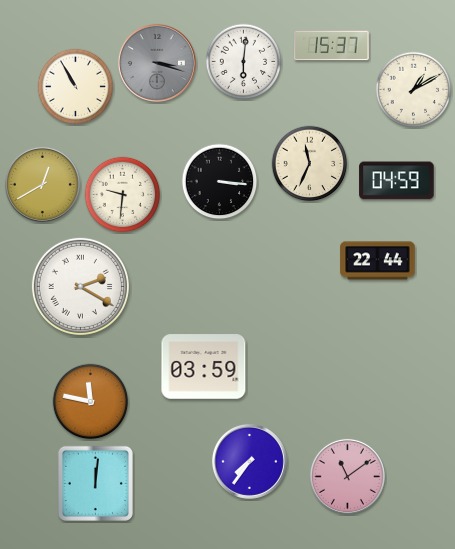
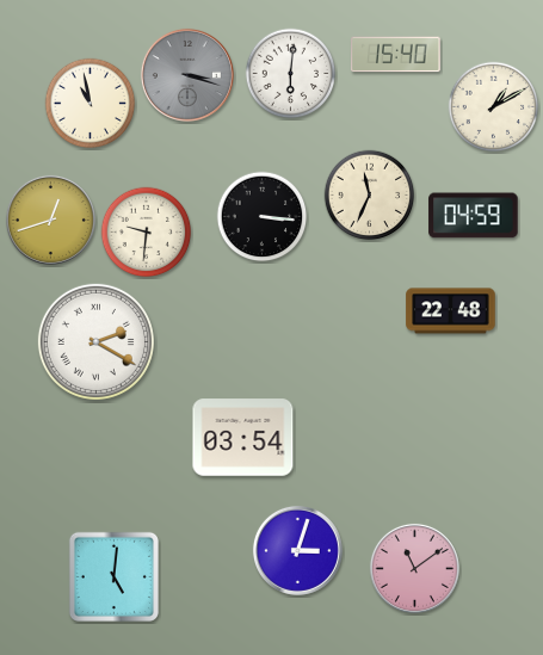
clock at (332, 46): 15:37 -> 15:40
clock at (76, 87): 10:55 -> 10:58
clock at (42, 184): 12:40 -> 12:42
clock at (378, 261): 22:44 -> 22:48
clock at (204, 367): 03:59 -> 03:54
clock at (91, 402): 11:47 -> none
clock at (249, 461): 7:36 -> 3:03
clock at (95, 483): 12:01 -> 5:01
